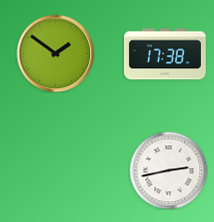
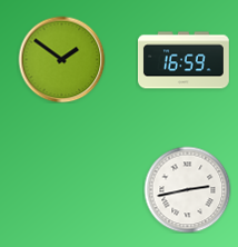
clock at (165, 54): 17:38 -> 16:59
